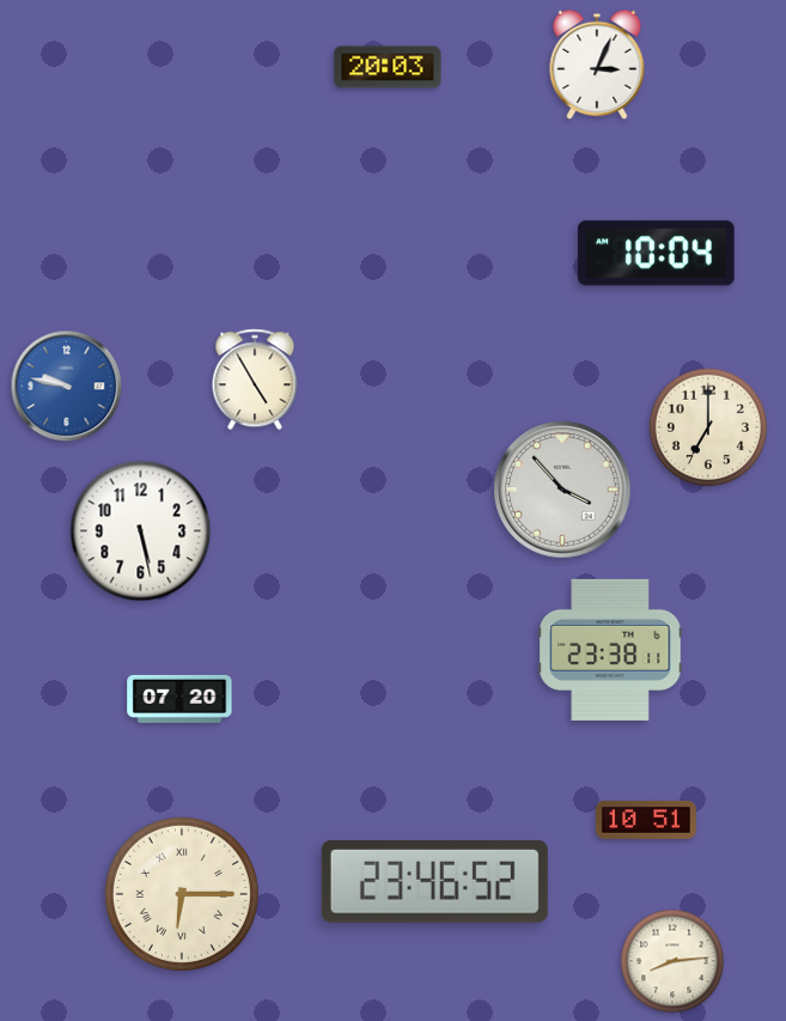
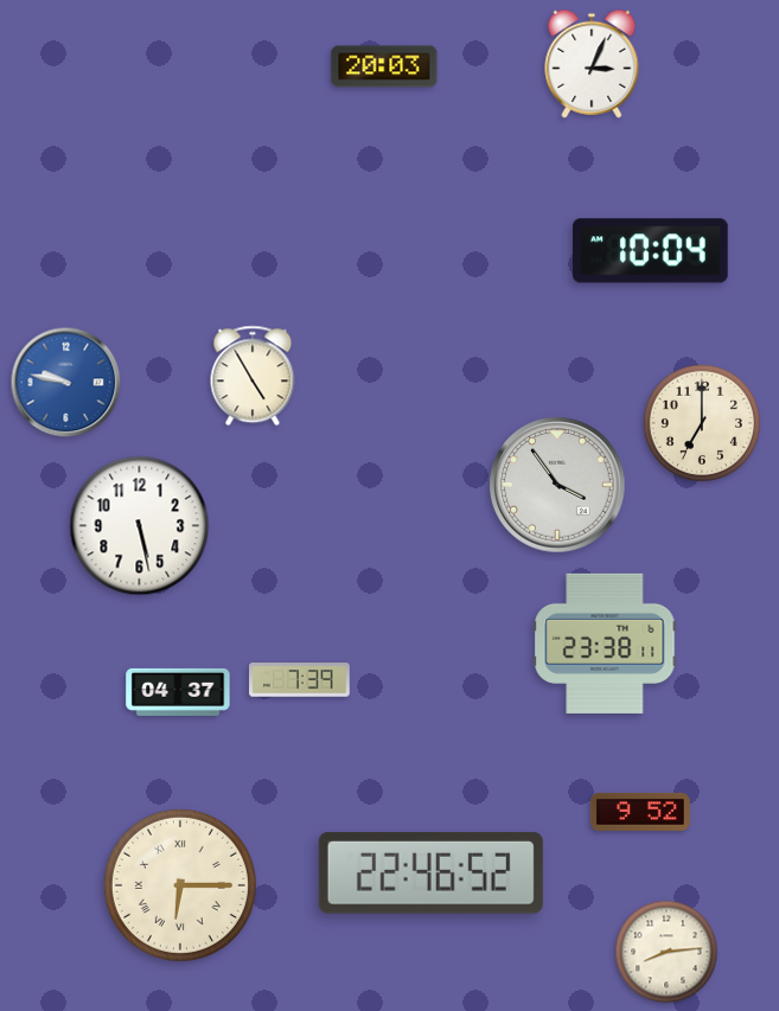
clock at (562, 490): 3:53 -> 3:54
clock at (300, 680): none -> 7:39
clock at (179, 699): 07:20 -> 04:37
clock at (646, 820): 10:51 -> 9:52
clock at (434, 881): 23:46 -> 22:46
